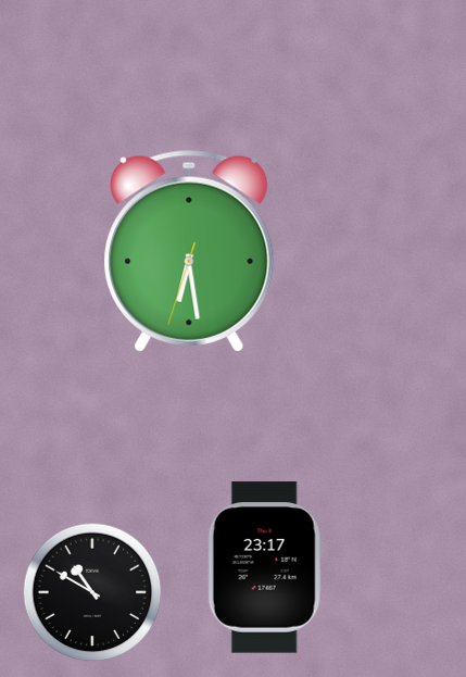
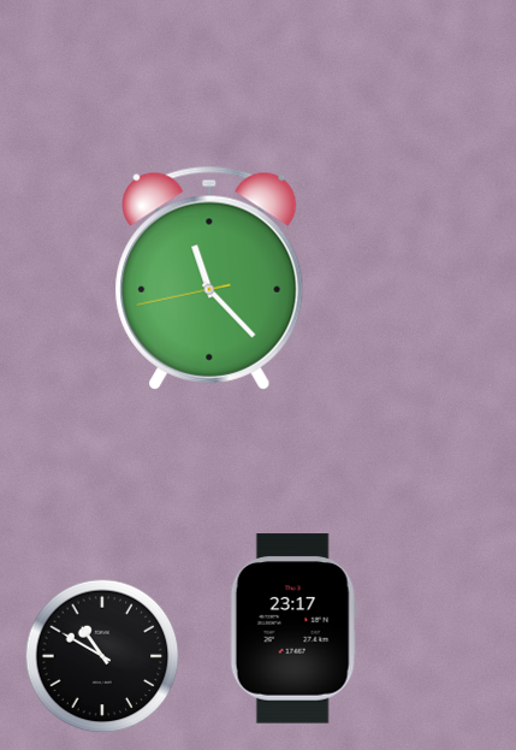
clock at (189, 251): 6:28 -> 11:22
